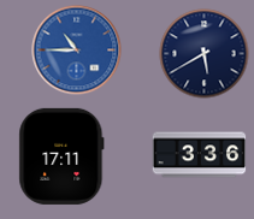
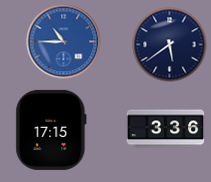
clock at (205, 54): 5:40 -> 5:39
clock at (61, 156): 17:11 -> 17:15
